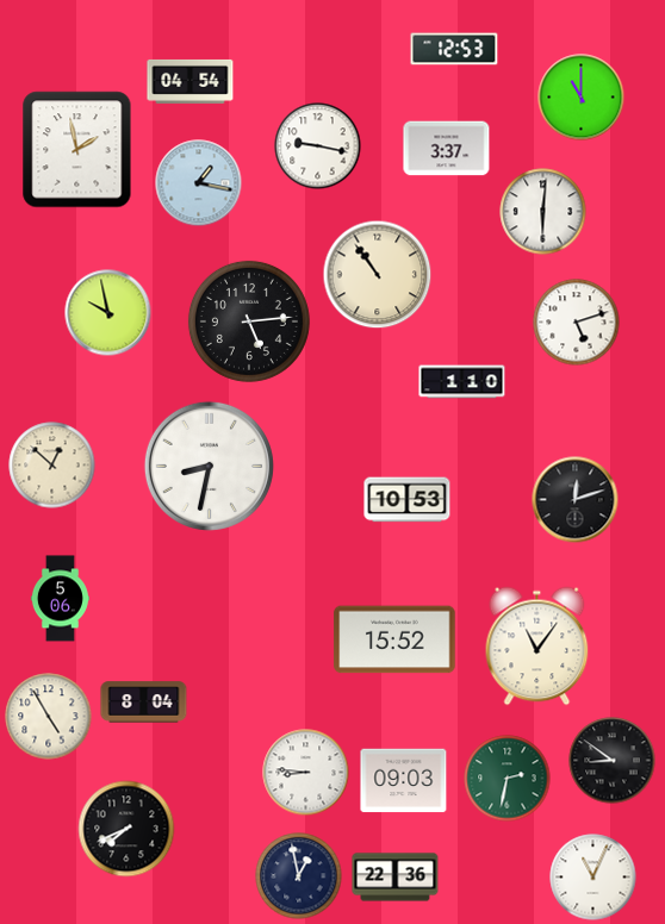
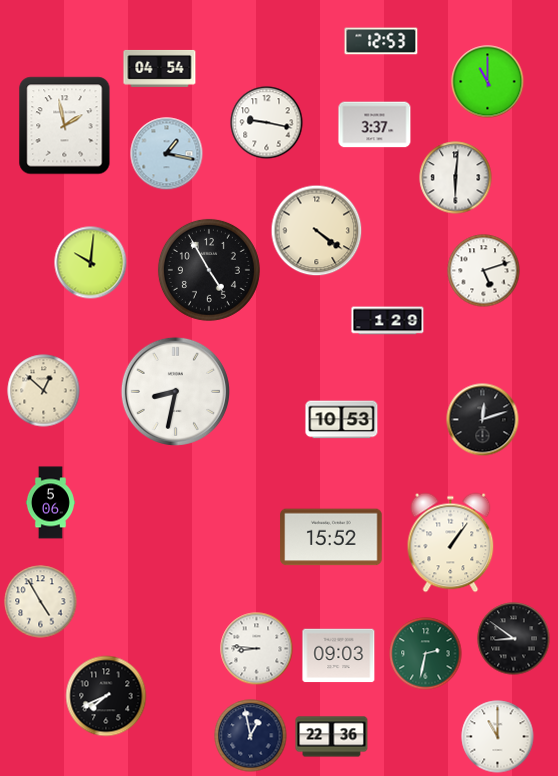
clock at (378, 275): 10:54 -> 4:21
clock at (108, 313): 9:58 -> 10:01
clock at (249, 321): 5:14 -> 4:55
clock at (462, 382): 1:10 -> 1:29
clock at (537, 647): 11:06 -> 1:06
clock at (144, 703): 8:04 -> none
clock at (593, 878): 11:04 -> 11:00
